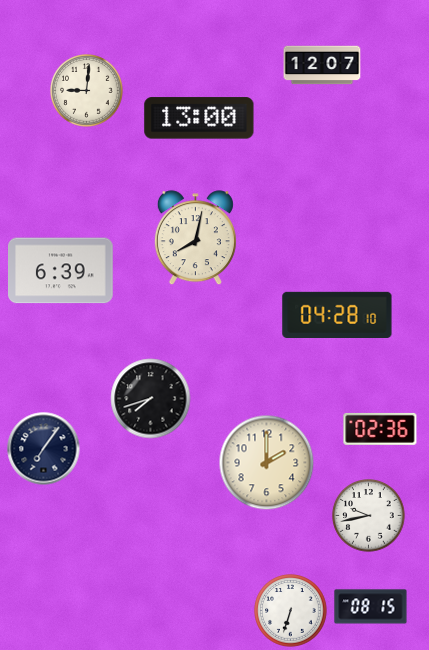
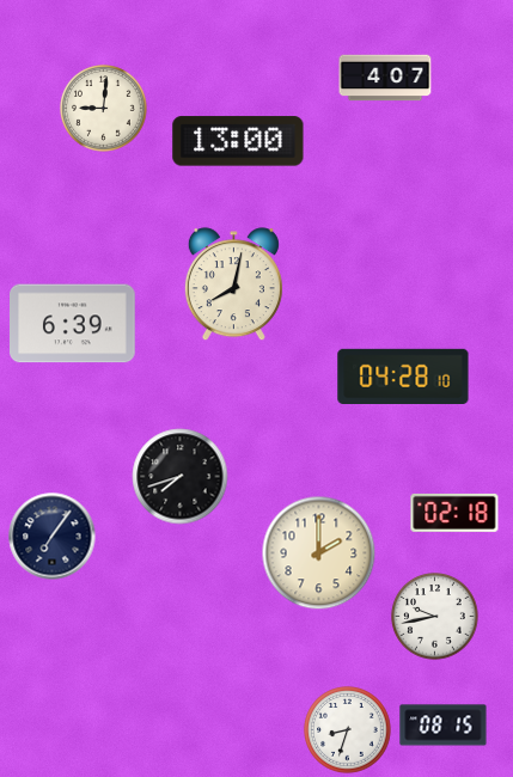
clock at (322, 65): 12:07 -> 4:07
clock at (380, 429): 02:36 -> 02:18
clock at (369, 516) position: (369, 516) -> (435, 617)
clock at (291, 611): 6:33 -> 8:33
